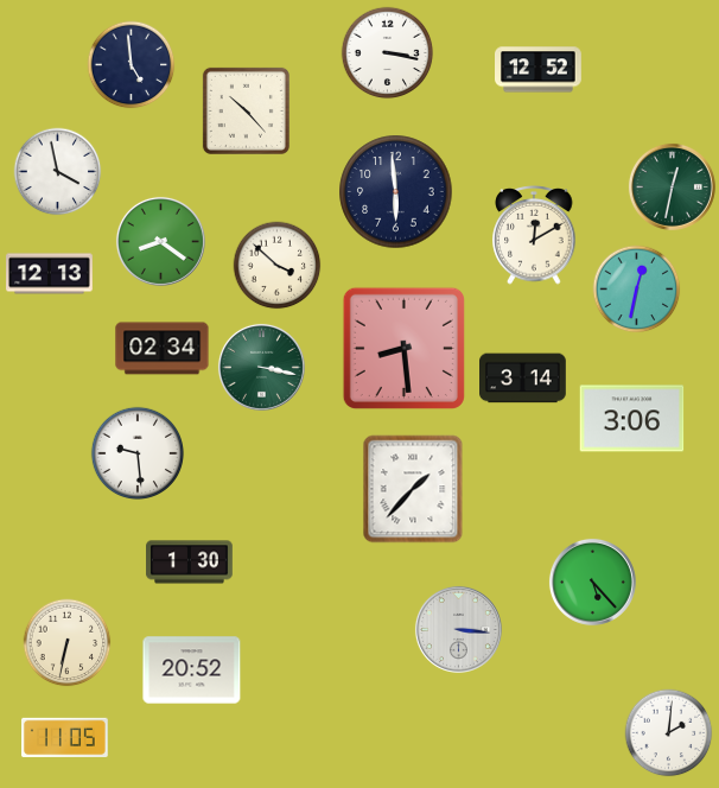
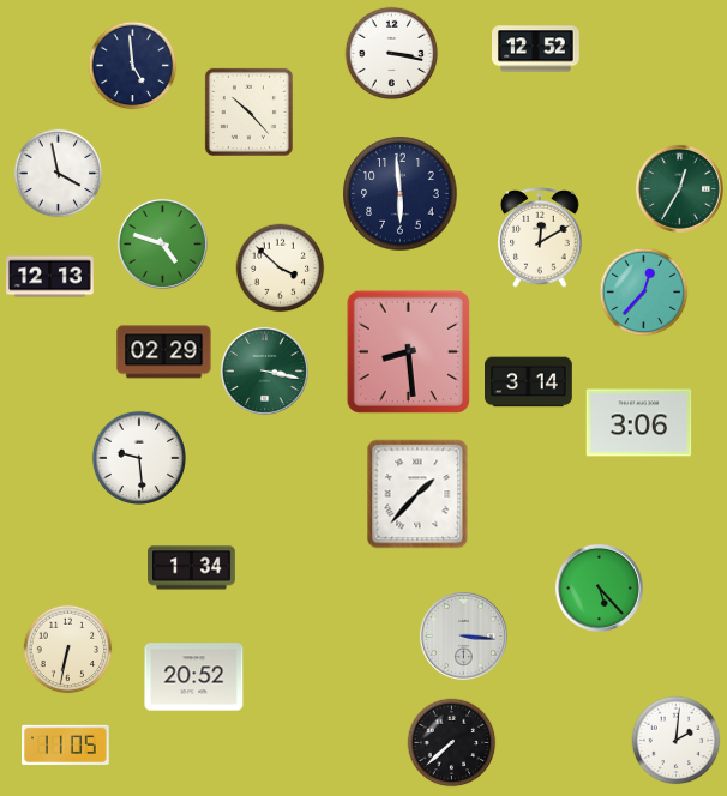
clock at (539, 70) position: (539, 70) -> (536, 49)
clock at (672, 186): 12:32 -> 12:35
clock at (160, 241): 8:21 -> 4:48
clock at (637, 290): 12:32 -> 12:37
clock at (163, 349): 02:34 -> 02:29
clock at (190, 563): 1:30 -> 1:34
clock at (452, 743): none -> 7:38
